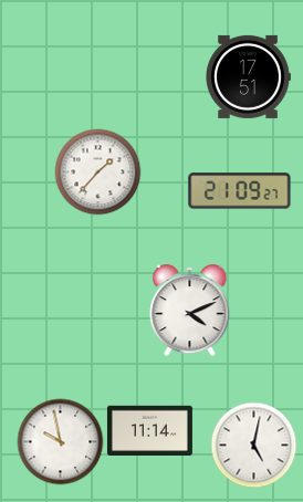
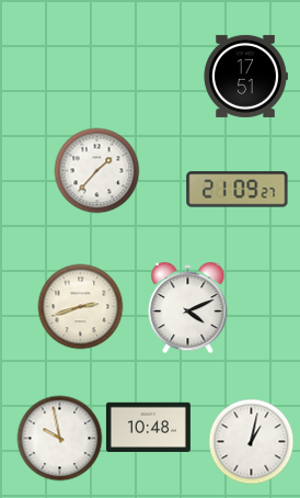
clock at (80, 306): none -> 2:42
clock at (149, 430): 11:14 -> 10:48
clock at (253, 445): 5:02 -> 1:02
